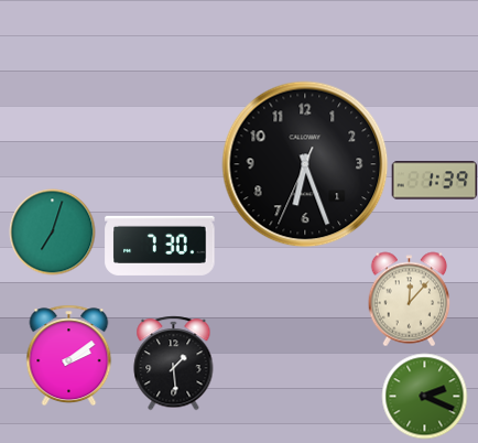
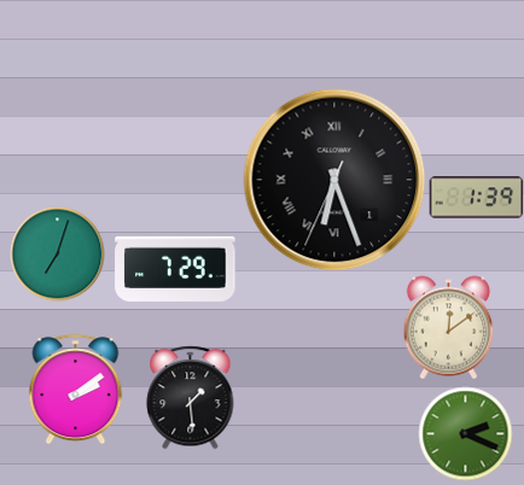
clock at (305, 164) numerals: Arabic -> Roman
clock at (160, 246): 7:30 -> 7:29
clock at (410, 299): 12:07 -> 12:09
